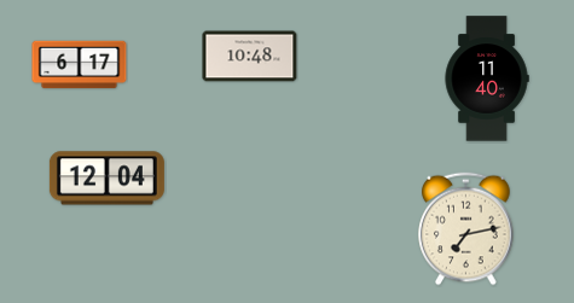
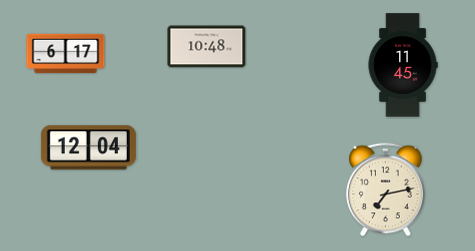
clock at (487, 78): 11:40 -> 11:45
